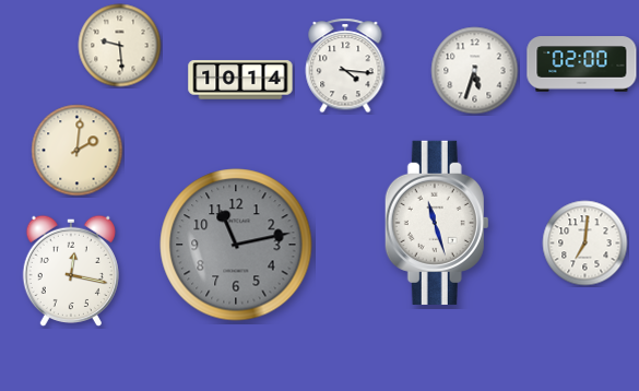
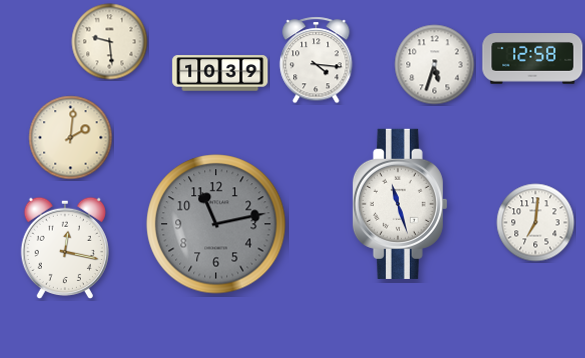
clock at (582, 64): 02:00 -> 12:58
clock at (240, 80): 10:14 -> 10:39
